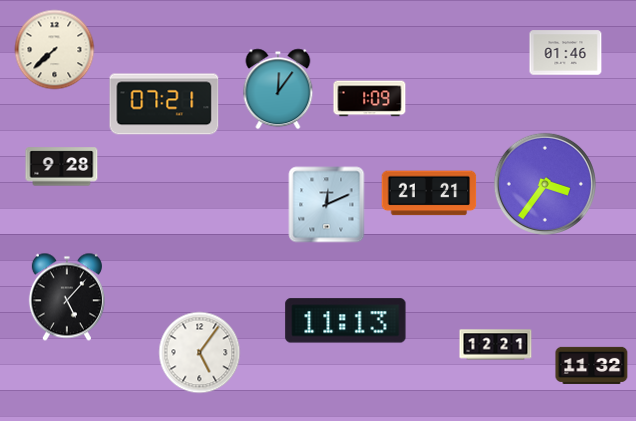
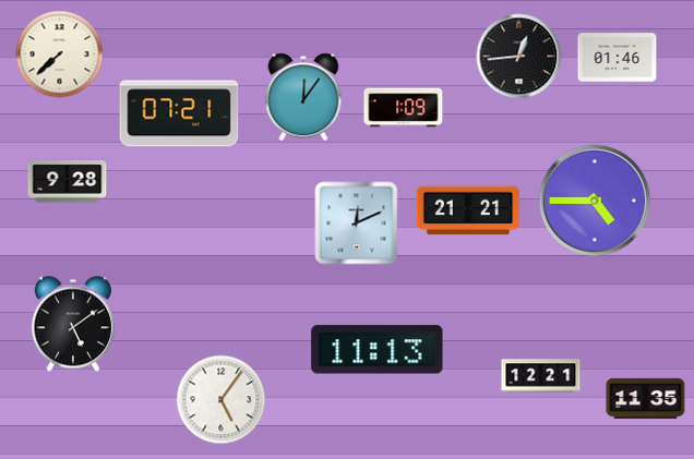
clock at (519, 57): none -> 12:44
clock at (545, 184): 3:36 -> 4:45
clock at (67, 297): 5:07 -> 5:09
clock at (200, 353) position: (200, 353) -> (222, 400)
clock at (592, 365): 11:32 -> 11:35
